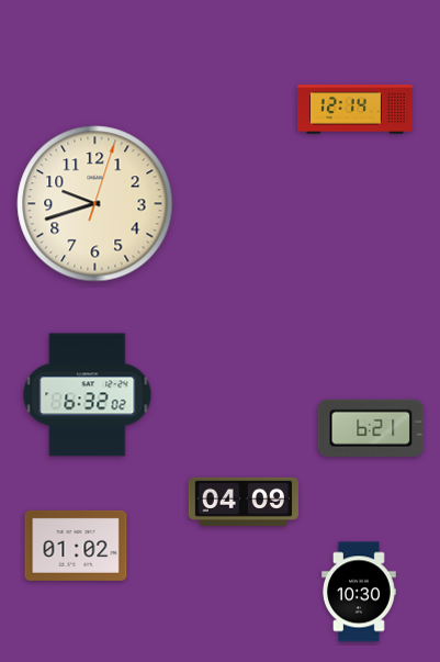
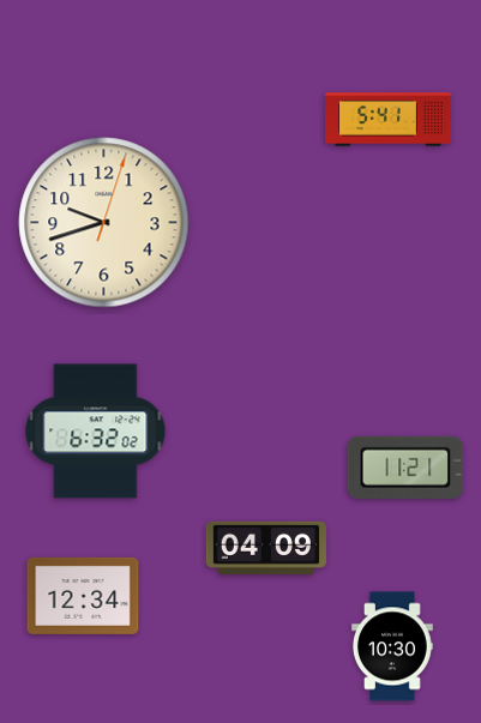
clock at (356, 110): 12:14 -> 5:41
clock at (371, 428): 6:21 -> 11:21
clock at (76, 546): 01:02 -> 12:34
